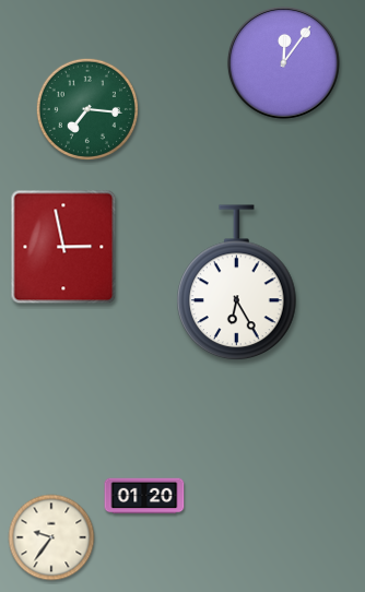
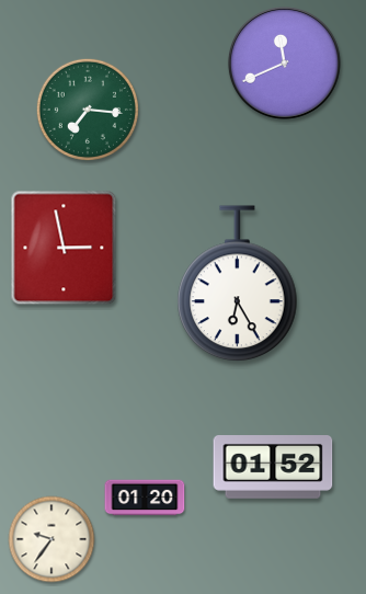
clock at (283, 62): 12:06 -> 11:41
clock at (273, 468): none -> 01:52
